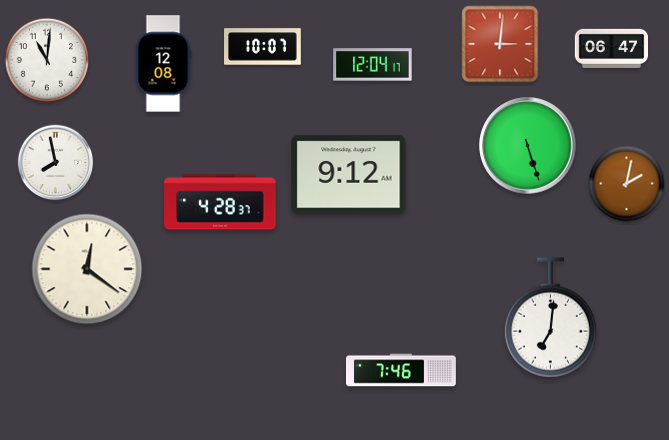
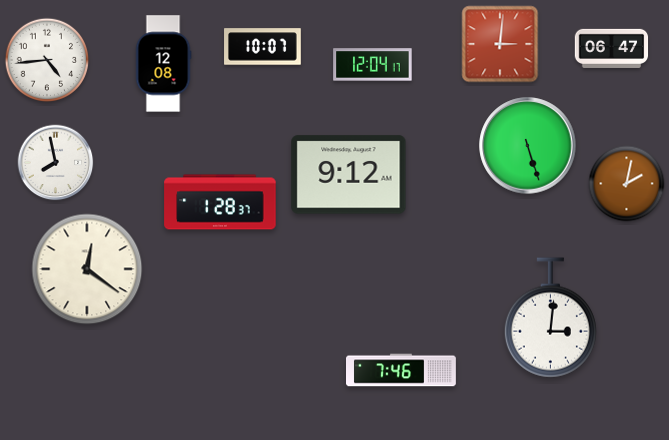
clock at (47, 60): 11:01 -> 4:44
clock at (220, 202): 4:28 -> 1:28
clock at (550, 318): 7:01 -> 3:01
